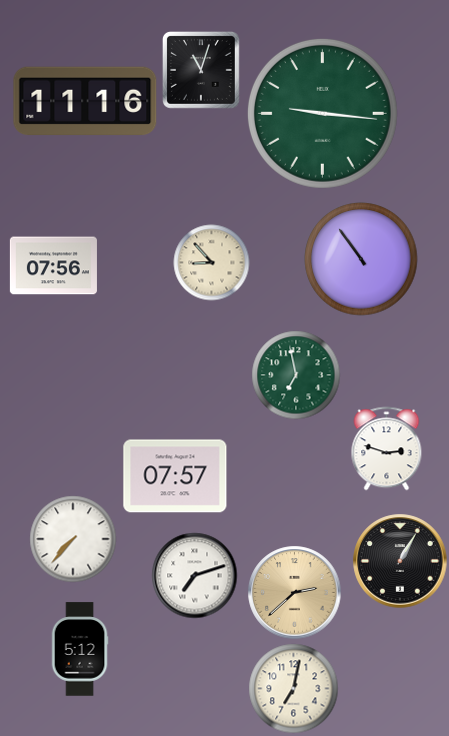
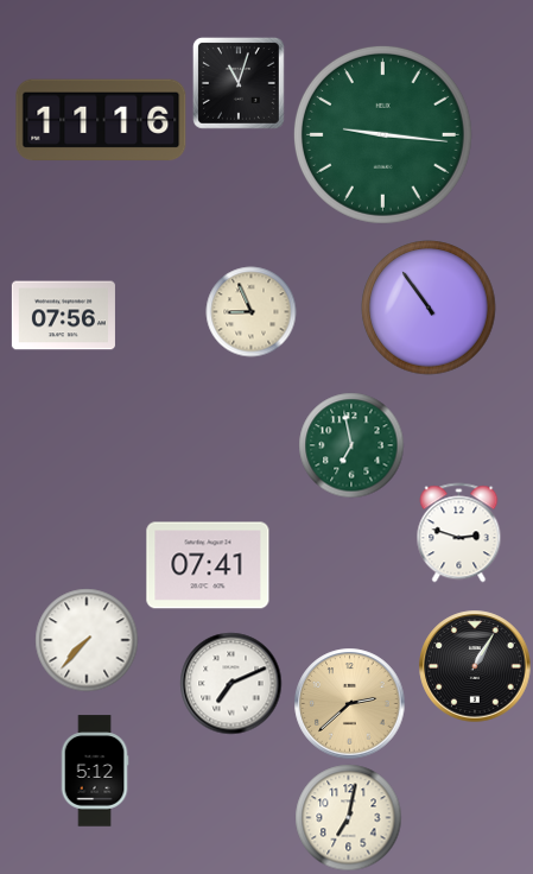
clock at (212, 263): 8:53 -> 8:56
clock at (175, 476): 07:57 -> 07:41
clock at (195, 576): 7:12 -> 7:11
